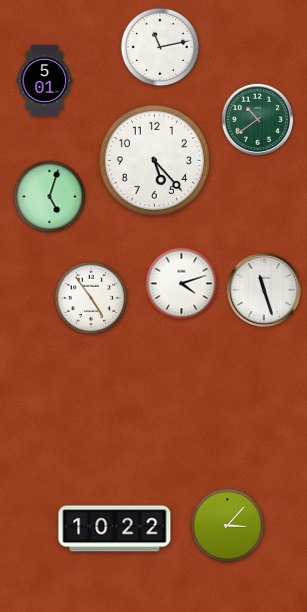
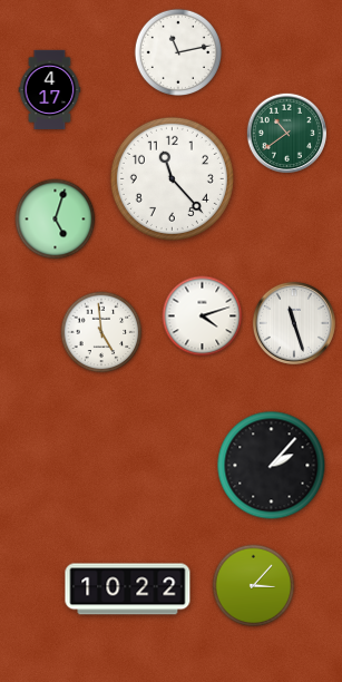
clock at (45, 80): 5:01 -> 4:17
clock at (154, 160): 5:23 -> 11:23
clock at (91, 298): 4:54 -> 4:59
clock at (272, 466): none -> 2:07
